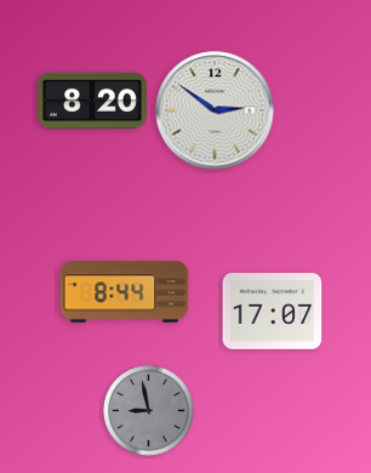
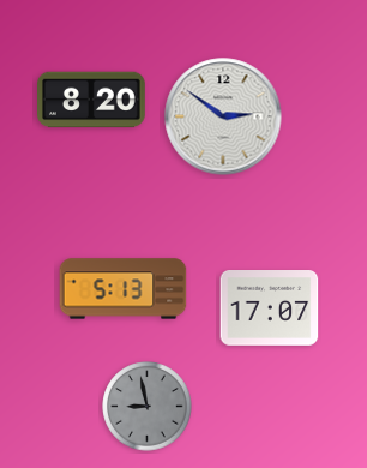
clock at (215, 110) position: (215, 110) -> (223, 116)
clock at (125, 292): 8:44 -> 5:13
